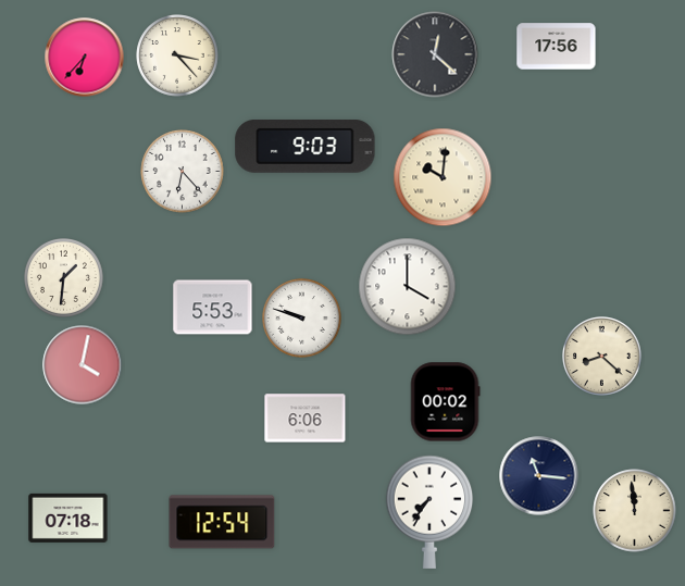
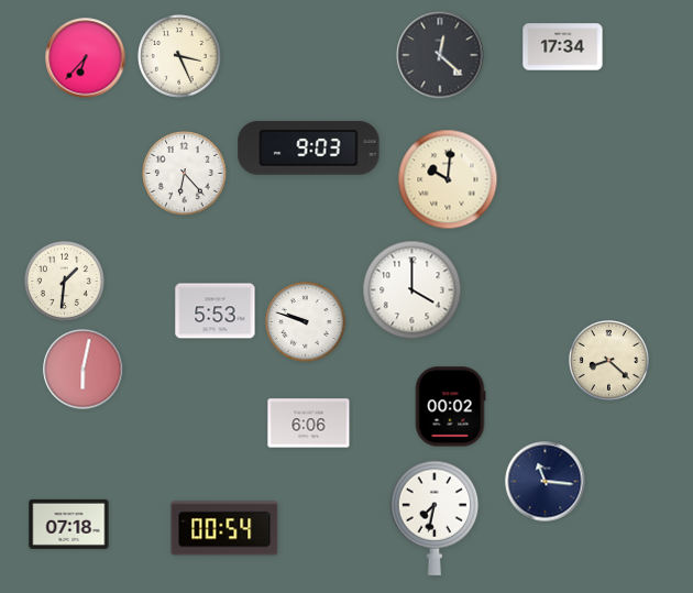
clock at (557, 47): 17:56 -> 17:34
clock at (177, 55): 3:23 -> 3:26
clock at (83, 365): 4:02 -> 6:02
clock at (635, 511): 11:59 -> none
clock at (429, 512): 7:36 -> 7:32
clock at (222, 522): 12:54 -> 00:54
